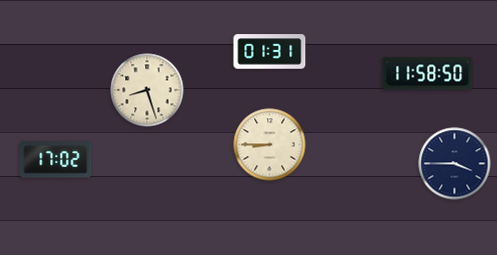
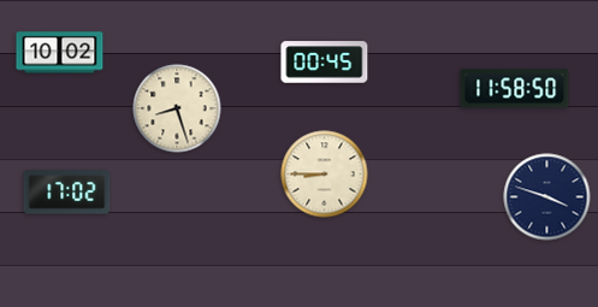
clock at (60, 53): none -> 10:02
clock at (270, 52): 01:31 -> 00:45
clock at (455, 164): 3:45 -> 3:48
